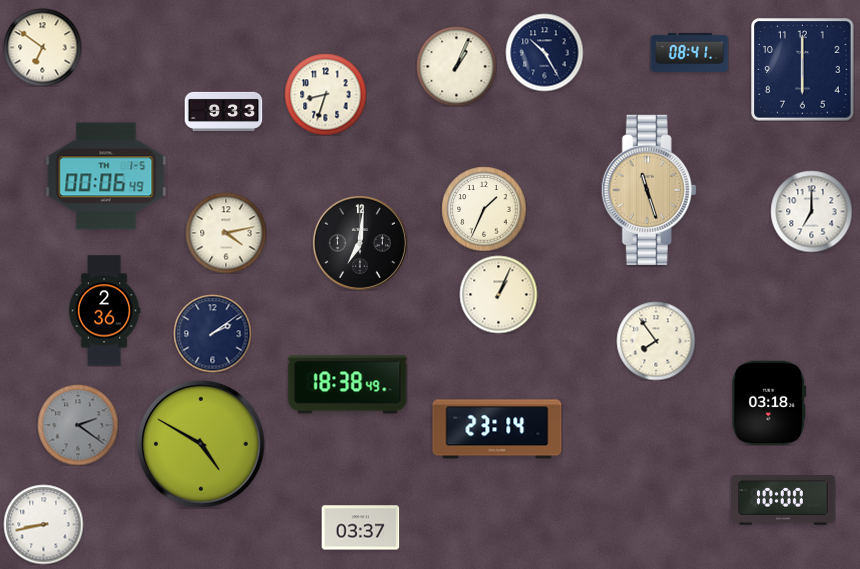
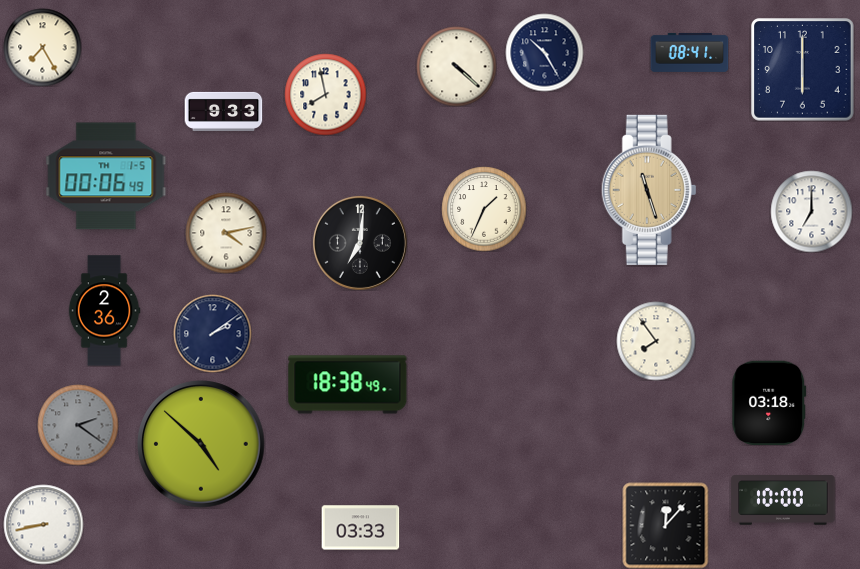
clock at (42, 47): 6:51 -> 7:25
clock at (456, 66): 1:04 -> 4:22
clock at (325, 94): 8:33 -> 7:58
clock at (498, 294): 1:04 -> none
clock at (497, 429): 23:14 -> none
clock at (201, 444): 4:50 -> 4:52
clock at (665, 525): none -> 12:07
clock at (360, 528): 03:37 -> 03:33
